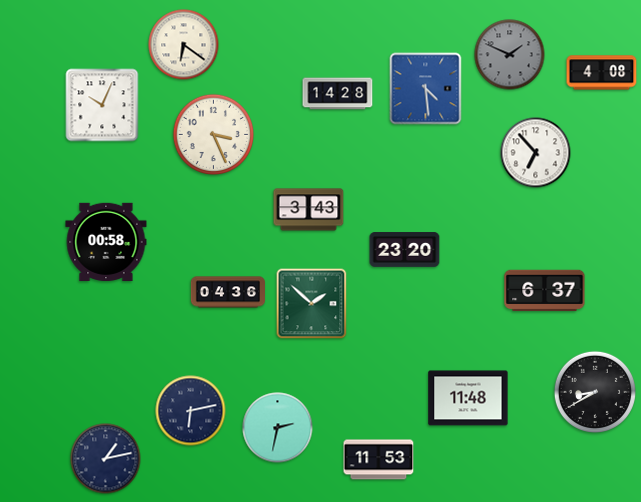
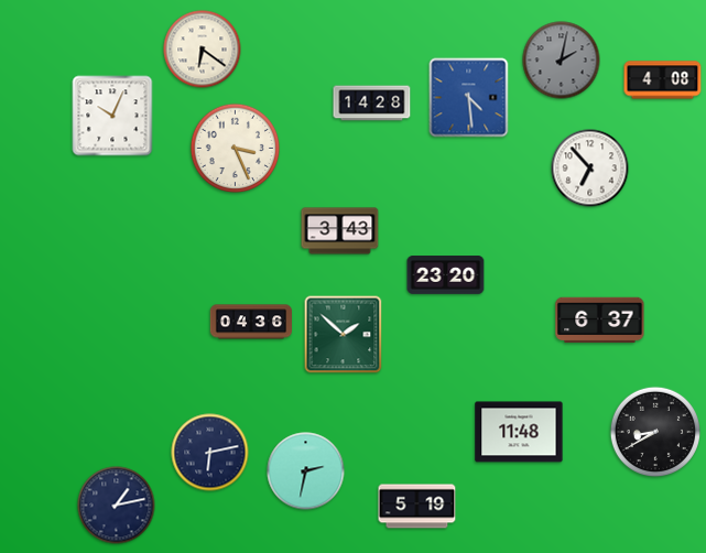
clock at (510, 55): 1:49 -> 2:02
clock at (106, 241): 00:58 -> none
clock at (468, 398) position: (468, 398) -> (519, 432)
clock at (379, 460): 11:53 -> 5:19
